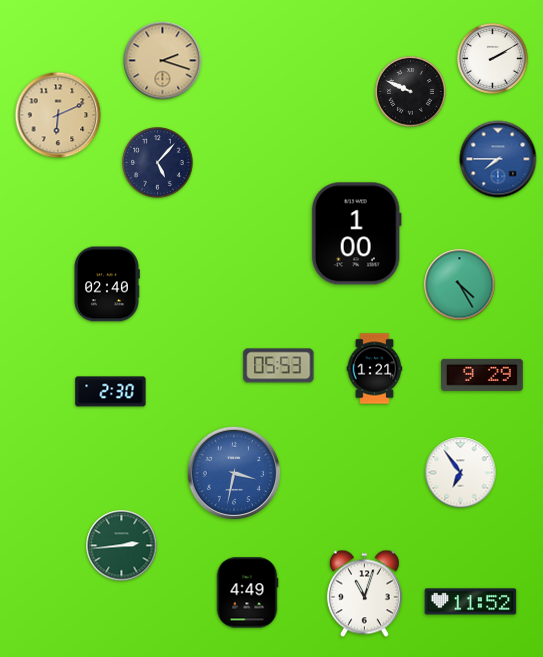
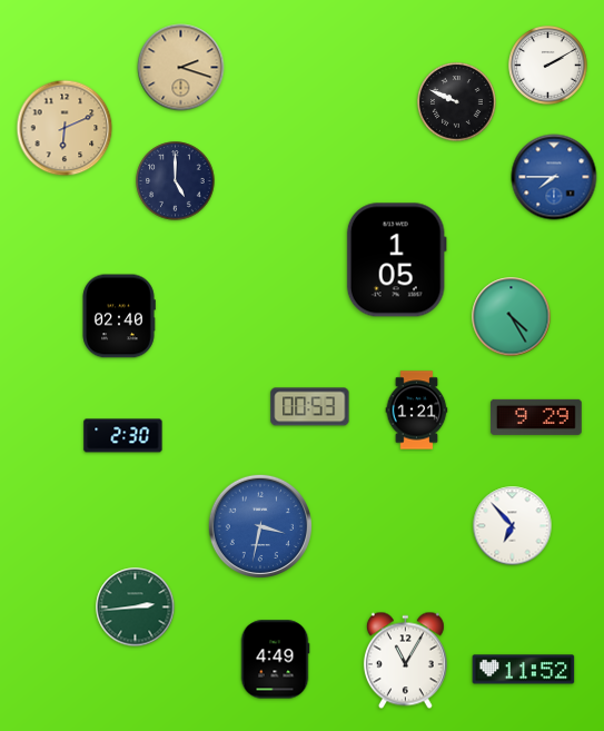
clock at (158, 163): 5:07 -> 5:00
clock at (356, 234): 1:00 -> 1:05
clock at (279, 366): 05:53 -> 00:53
clock at (461, 473): 6:54 -> 6:53
clock at (364, 594): 11:03 -> 11:05
